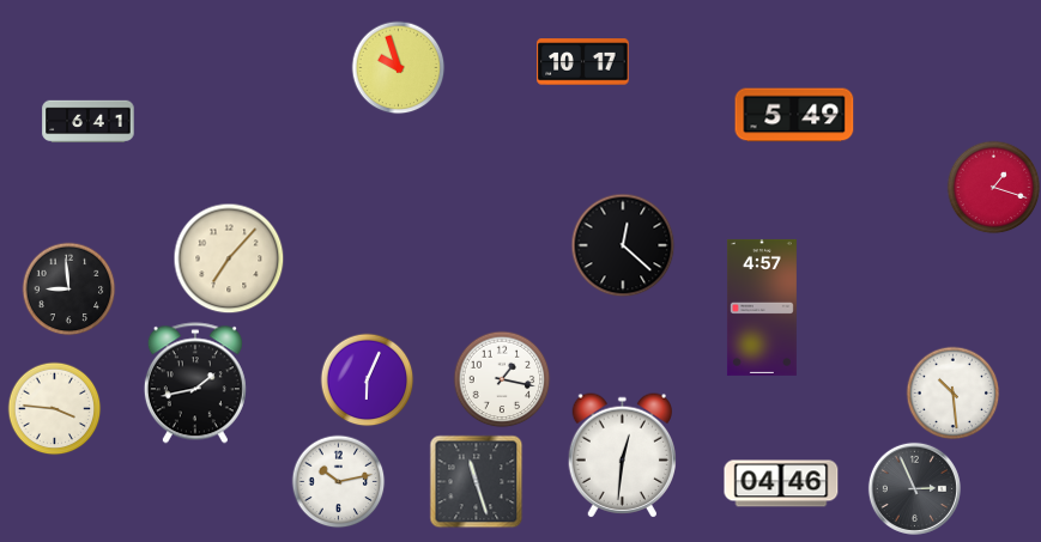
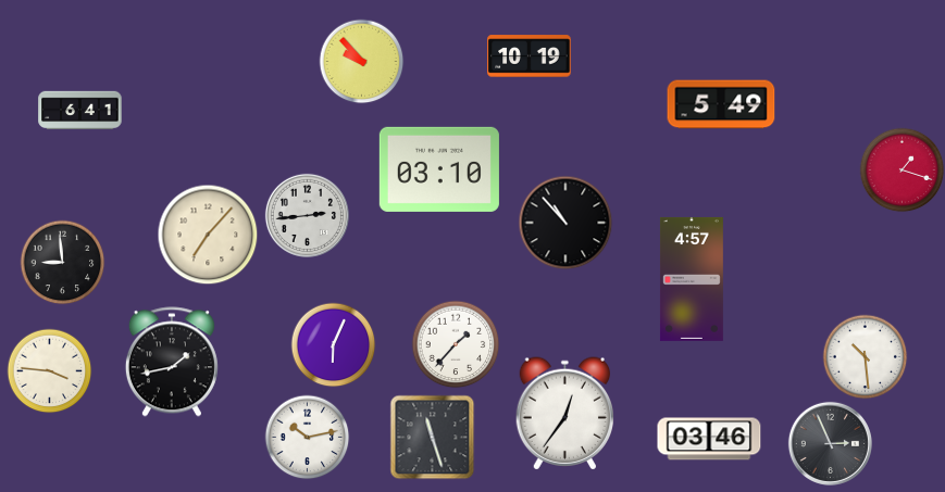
clock at (583, 62): 10:17 -> 10:19
clock at (398, 67): 9:57 -> 9:53
clock at (439, 169): none -> 03:10
clock at (307, 215): none -> 2:44
clock at (623, 245): 12:22 -> 10:53
clock at (502, 379): 1:17 -> 1:37
clock at (195, 383) position: (195, 383) -> (172, 362)
clock at (622, 456): 12:31 -> 12:36
clock at (781, 483): 04:46 -> 03:46
